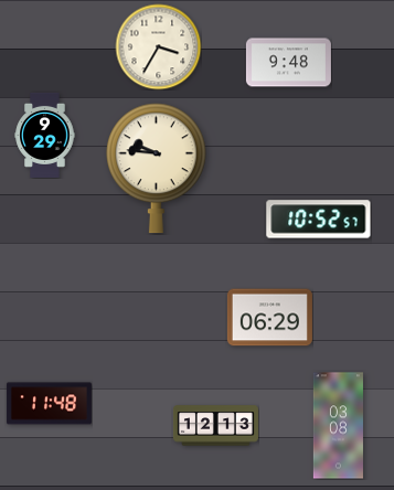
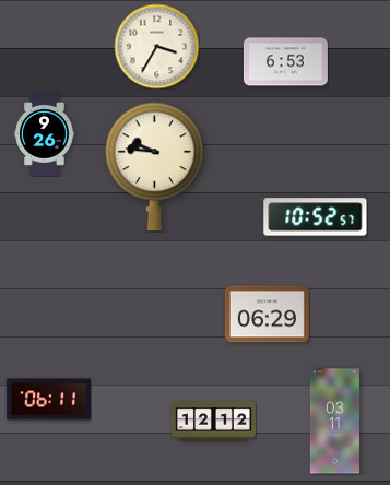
clock at (288, 63): 9:48 -> 6:53
clock at (45, 135): 9:29 -> 9:26
clock at (49, 404): 11:48 -> 06:11
clock at (215, 426): 12:13 -> 12:12
clock at (338, 426): 03:08 -> 03:11
